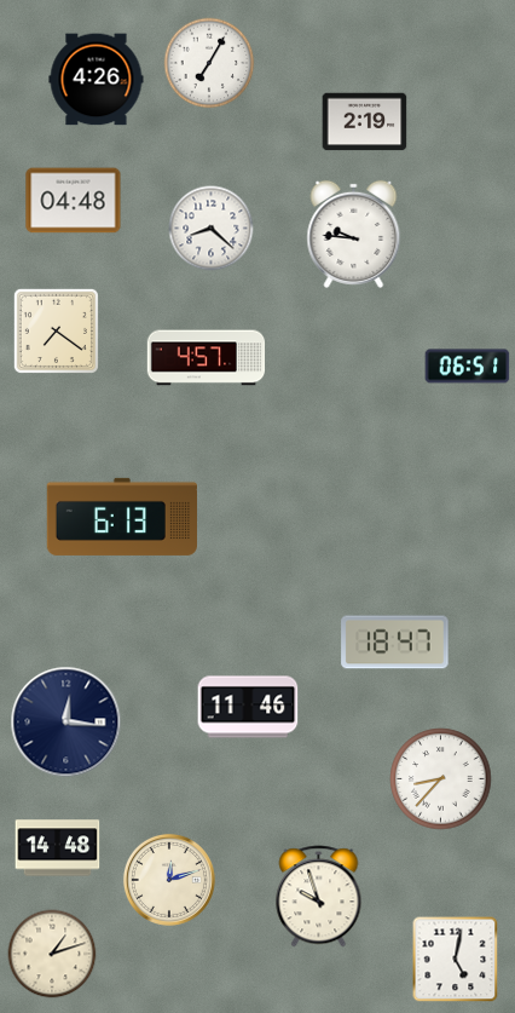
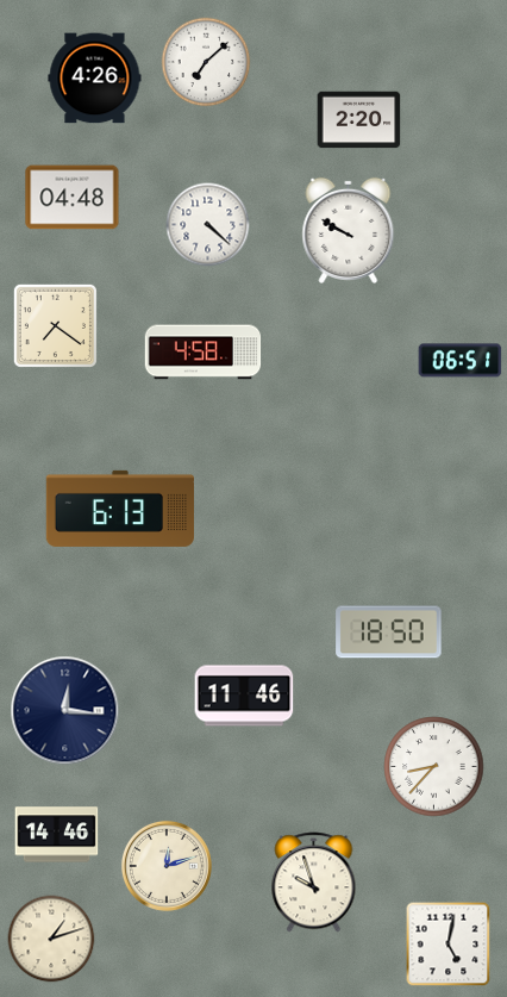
clock at (209, 63): 7:05 -> 7:08
clock at (365, 122): 2:19 -> 2:20
clock at (212, 229): 8:22 -> 4:22
clock at (354, 234): 9:46 -> 9:50
clock at (207, 358): 4:57 -> 4:58
clock at (395, 643): 18:47 -> 18:50
clock at (58, 848): 14:48 -> 14:46
